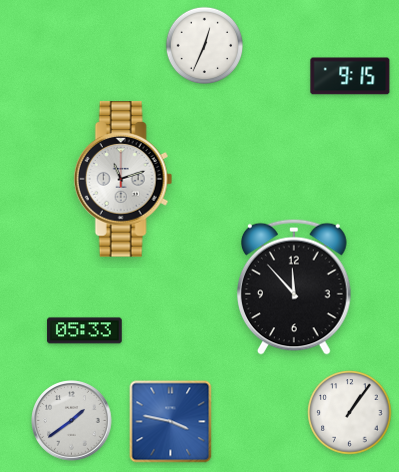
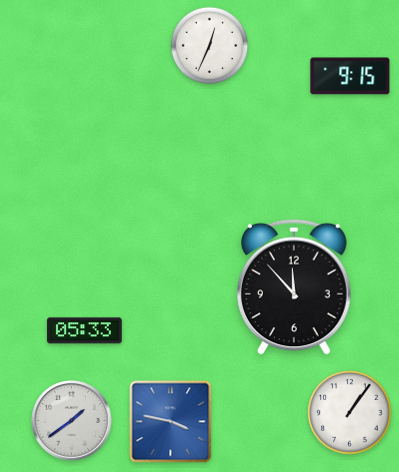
clock at (205, 46) position: (205, 46) -> (210, 46)
clock at (123, 179): 11:12 -> none
